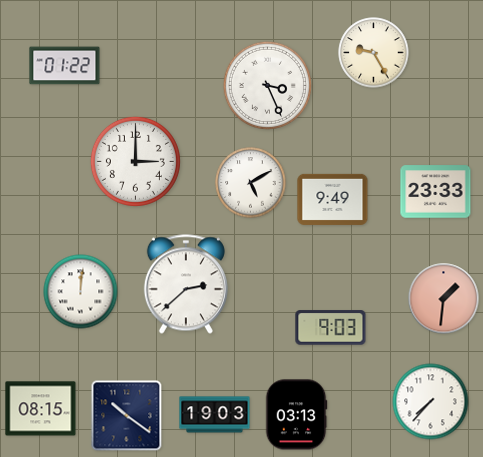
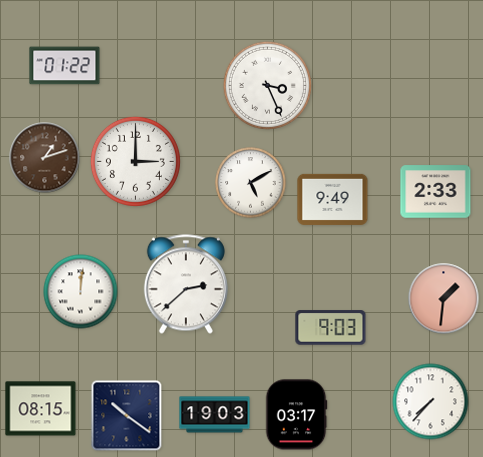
clock at (374, 53): 9:25 -> none
clock at (45, 158): none -> 1:12
clock at (436, 192): 23:33 -> 2:33
clock at (296, 415): 03:13 -> 03:17
